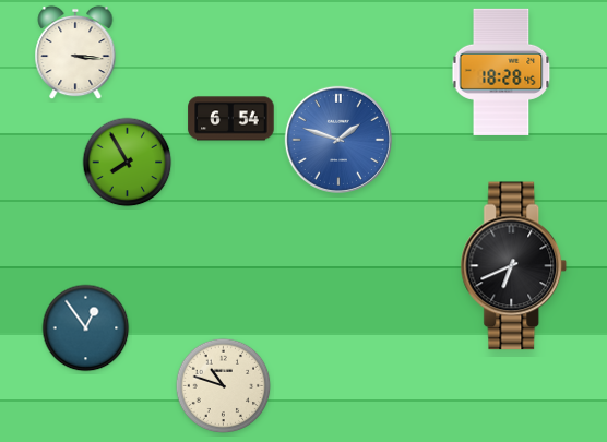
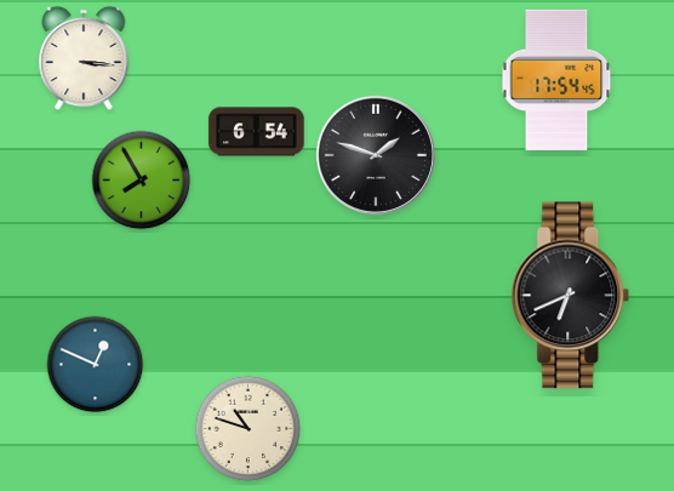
clock at (501, 72): 18:28 -> 17:54
clock at (338, 140) dial: blue -> black
clock at (86, 328): 12:54 -> 12:49
